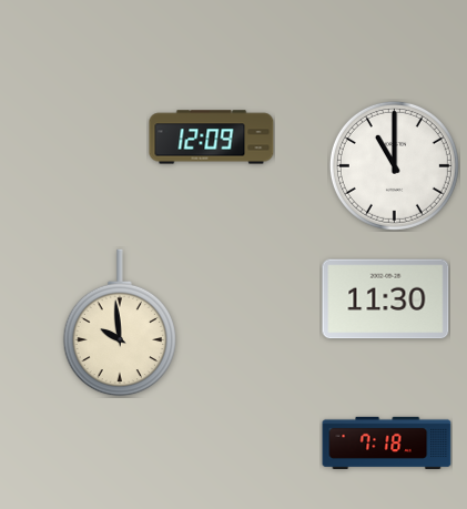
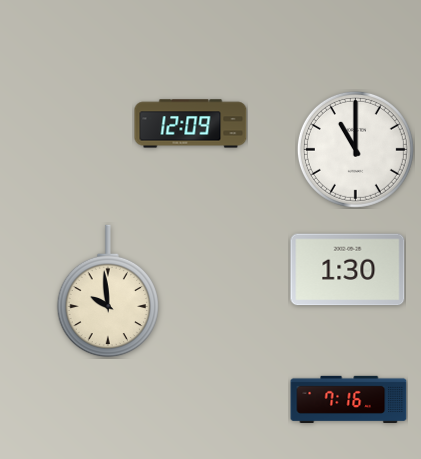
clock at (386, 299): 11:30 -> 1:30
clock at (387, 442): 7:18 -> 7:16
